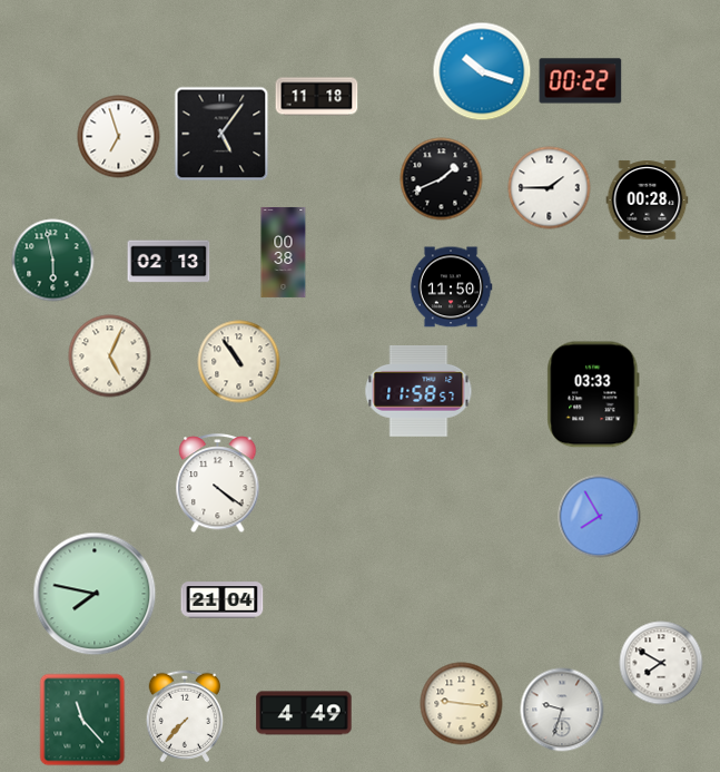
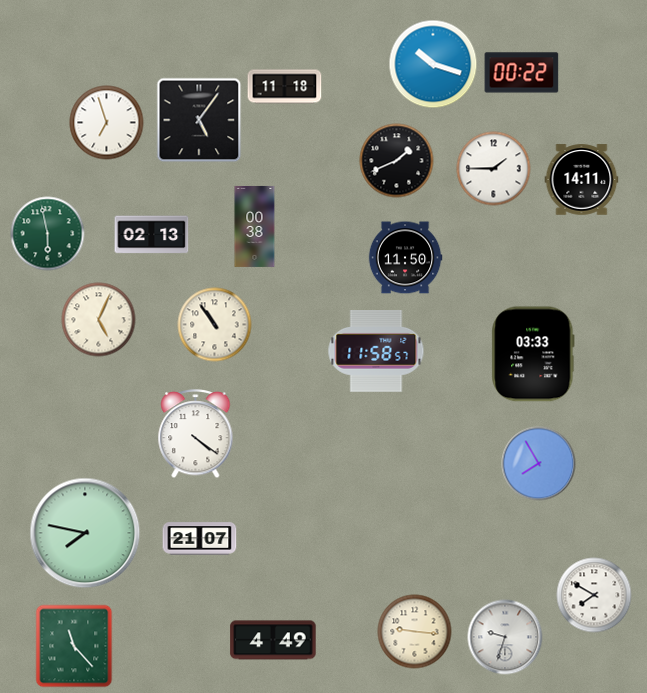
clock at (648, 201): 00:28 -> 14:11
clock at (223, 600): 21:04 -> 21:07
clock at (184, 716): 7:37 -> none
